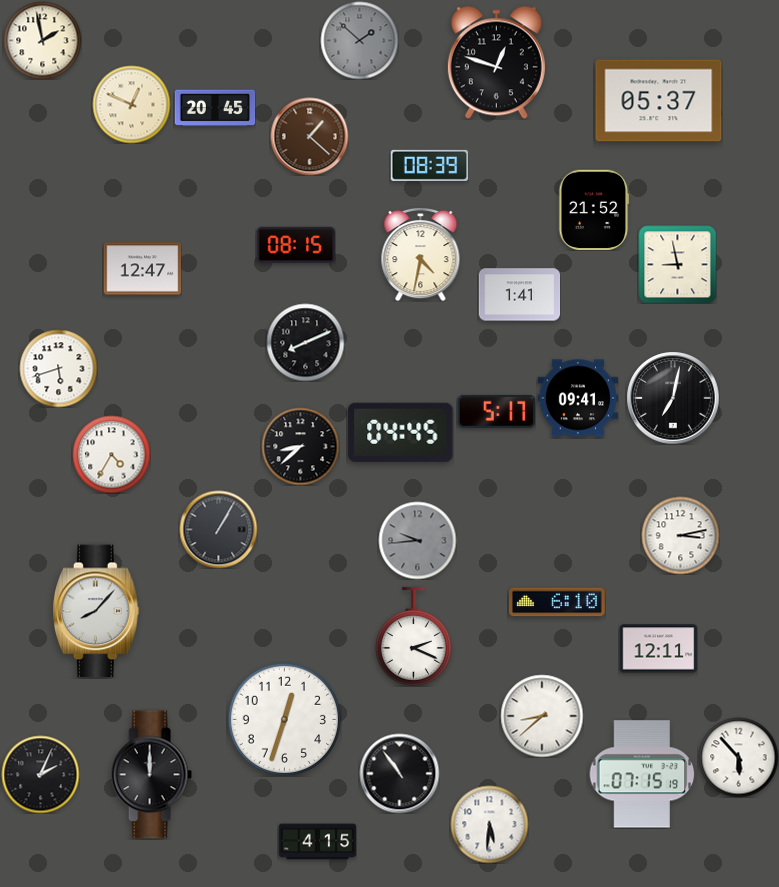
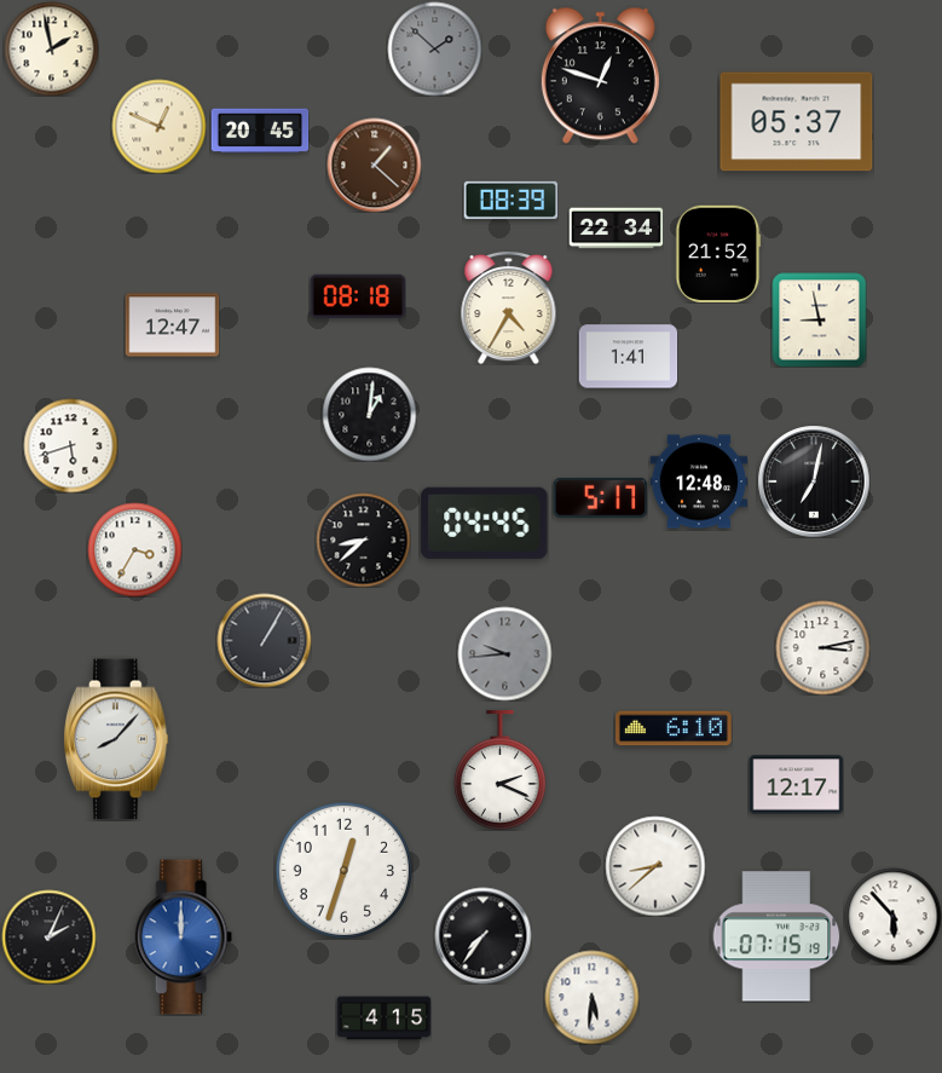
clock at (429, 165) position: (429, 165) -> (510, 200)
clock at (616, 229): none -> 22:34
clock at (296, 245): 08:15 -> 08:18
clock at (421, 254): 4:32 -> 4:35
clock at (305, 342): 8:11 -> 1:01
clock at (578, 398): 09:41 -> 12:48
clock at (111, 454): 4:35 -> 3:35
clock at (658, 649): 12:11 -> 12:17
clock at (399, 773): 10:54 -> 7:36
clock at (151, 775) dial: black -> blue
